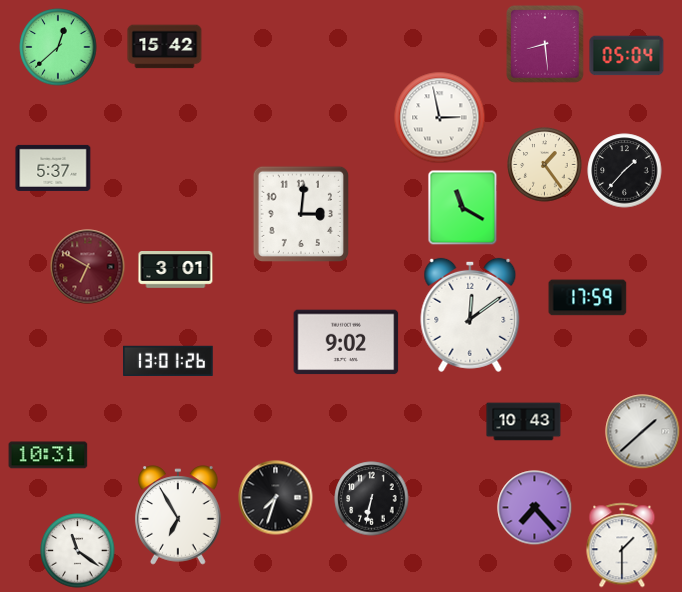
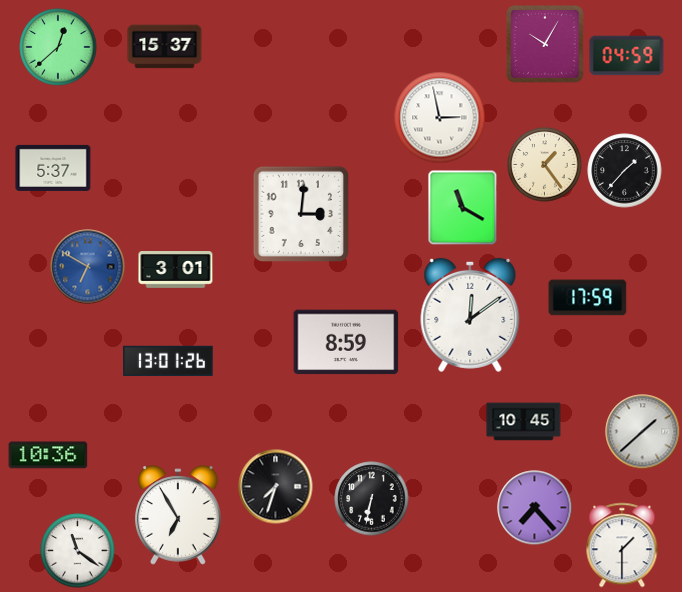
clock at (546, 45): 8:29 -> 10:05
clock at (165, 47): 15:42 -> 15:37
clock at (627, 56): 05:04 -> 04:59
clock at (88, 267) dial: burgundy -> blue
clock at (346, 342): 9:02 -> 8:59
clock at (524, 422): 10:43 -> 10:45
clock at (48, 455): 10:31 -> 10:36
clock at (276, 498) position: (276, 498) -> (276, 487)
